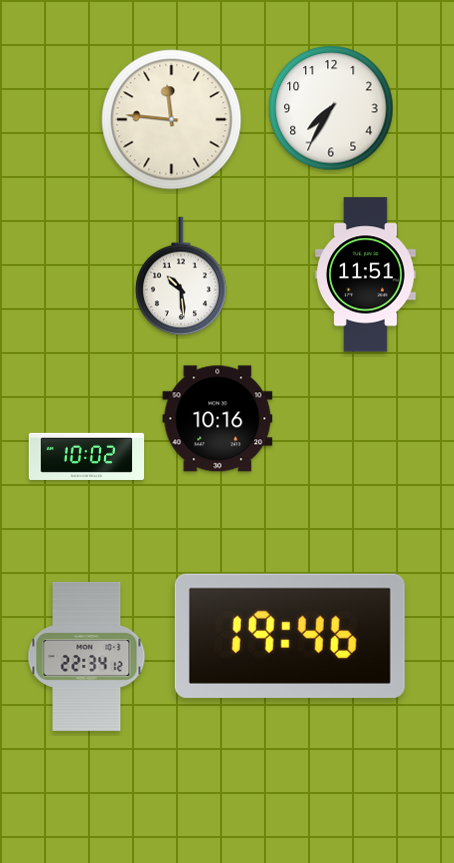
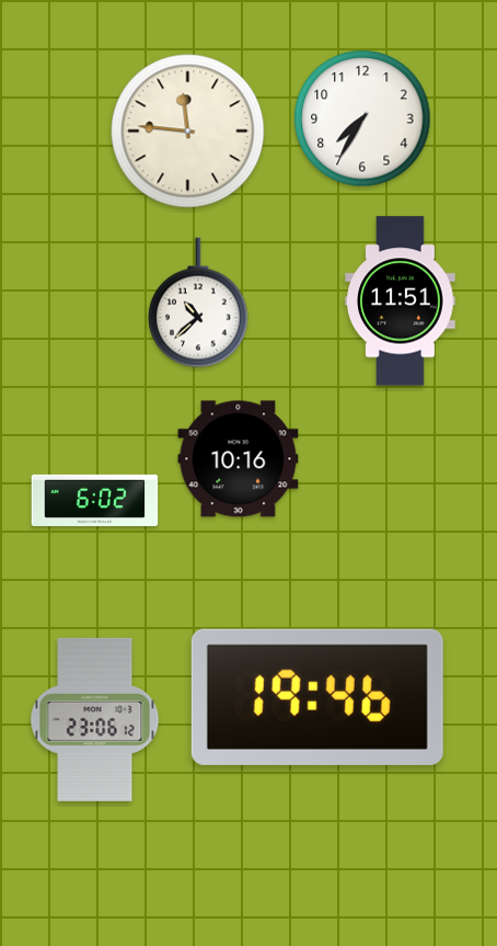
clock at (181, 276): 10:29 -> 10:38
clock at (87, 456): 10:02 -> 6:02
clock at (87, 656): 22:34 -> 23:06
